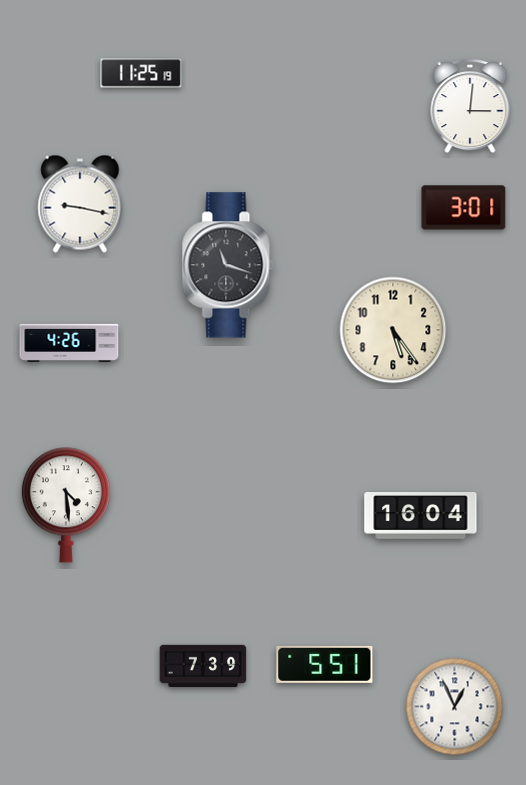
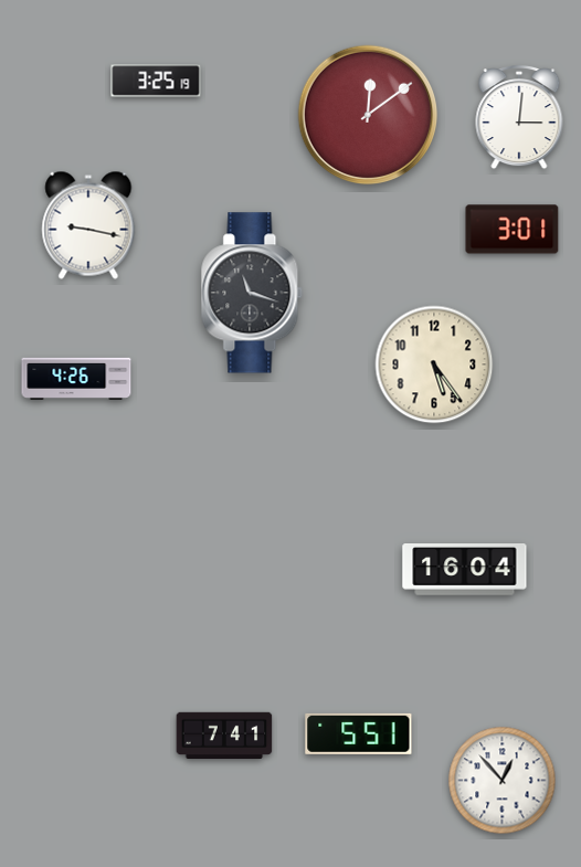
clock at (141, 73): 11:25 -> 3:25
clock at (368, 115): none -> 12:09
clock at (66, 505): 4:29 -> none
clock at (203, 666): 7:39 -> 7:41
clock at (455, 707): 12:56 -> 12:53
